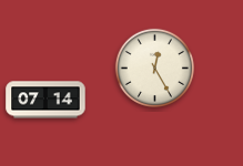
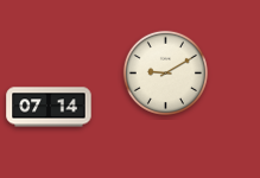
clock at (154, 68): 12:25 -> 9:10
